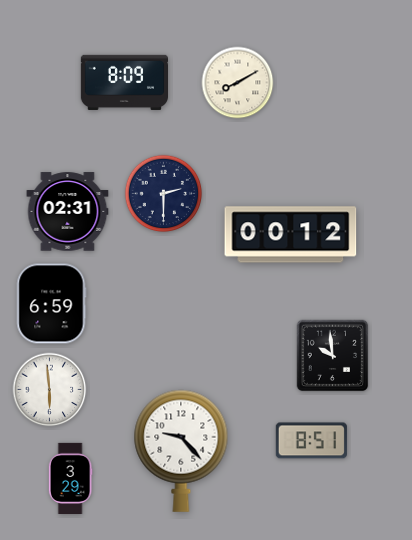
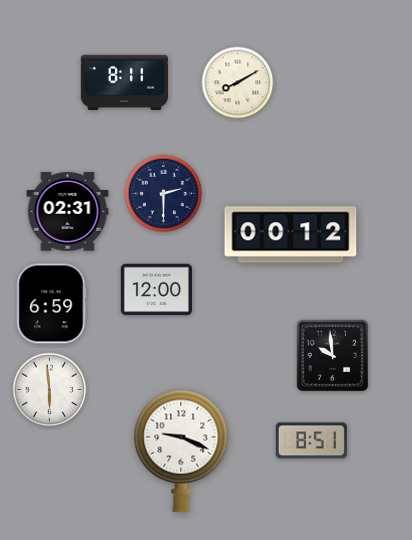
clock at (124, 82): 8:09 -> 8:11
clock at (156, 290): none -> 12:00
clock at (181, 451): 9:23 -> 9:19
clock at (70, 478): 3:29 -> none
